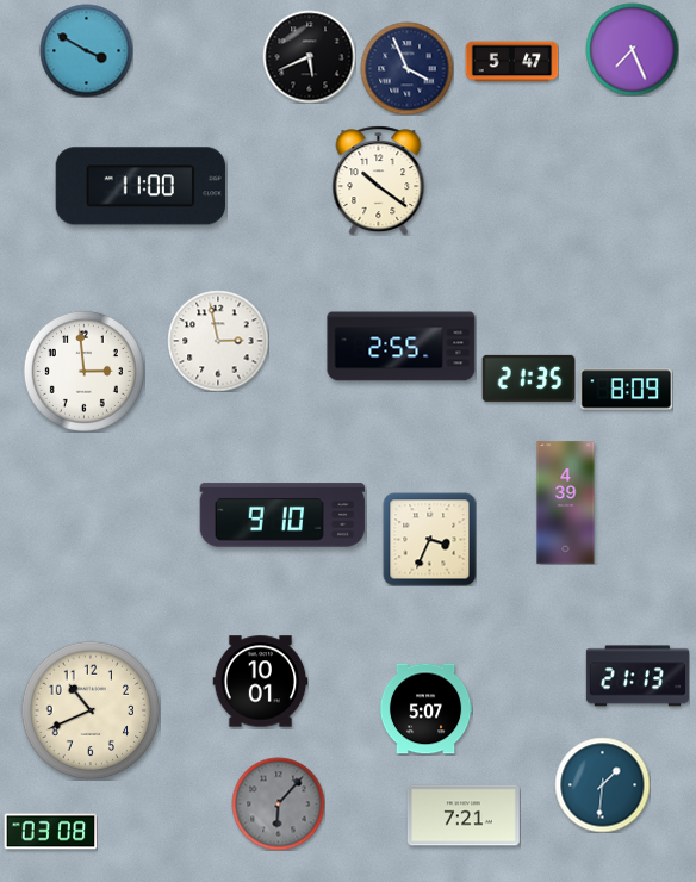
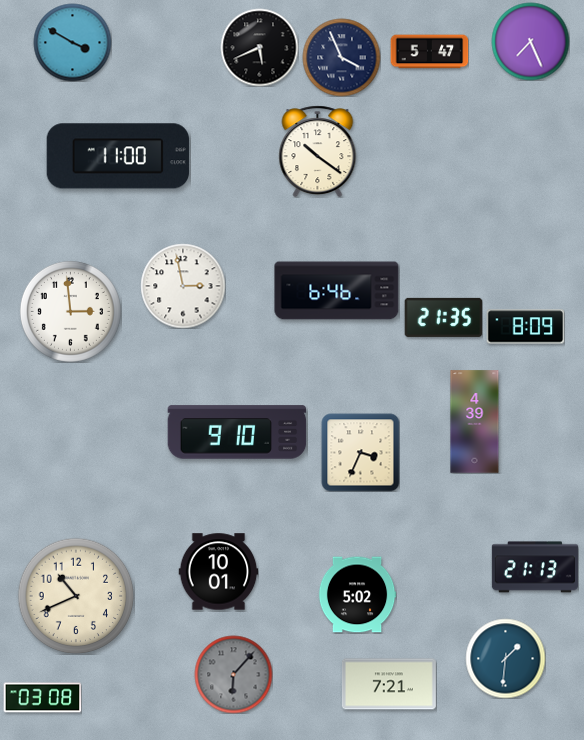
clock at (402, 347): 2:55 -> 6:46
clock at (425, 709): 5:07 -> 5:02
